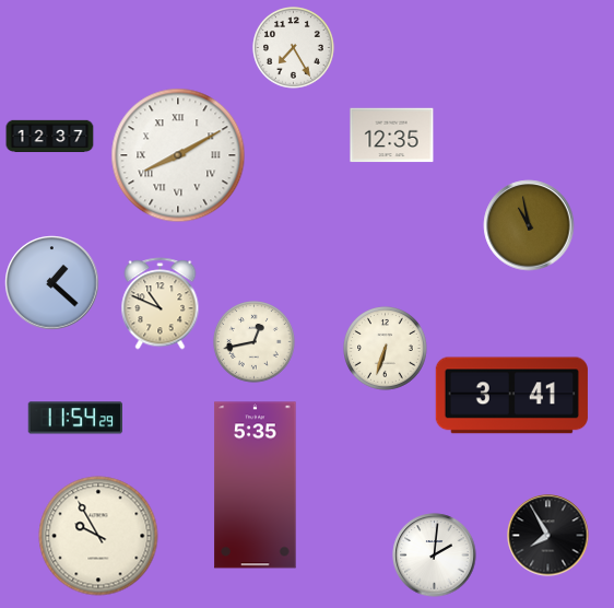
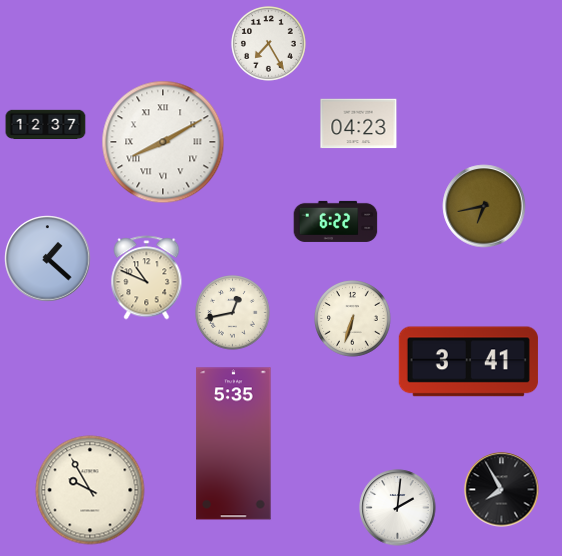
clock at (392, 136): 12:35 -> 04:23
clock at (529, 225): 10:58 -> 6:43
clock at (336, 221): none -> 6:22
clock at (74, 418): 11:54 -> none
